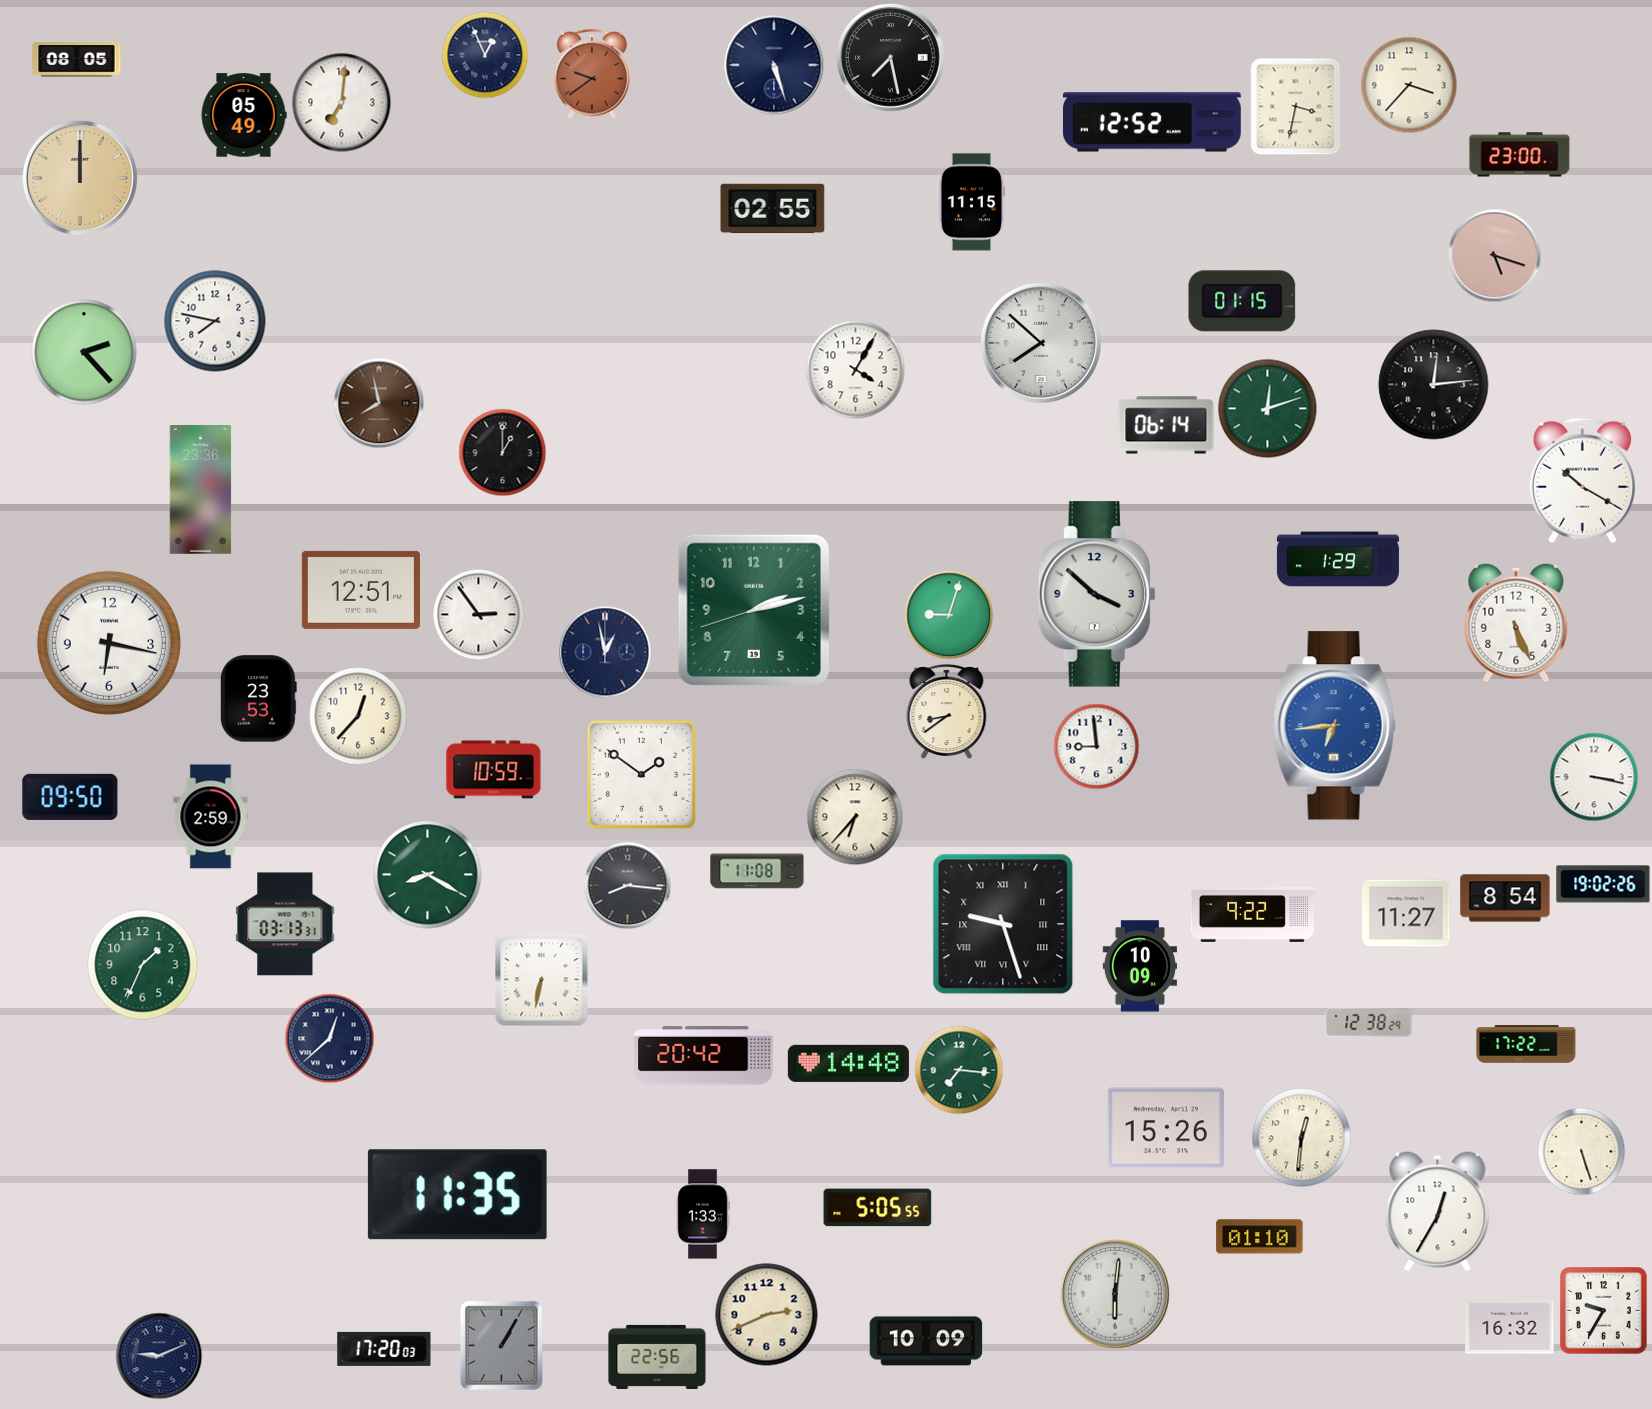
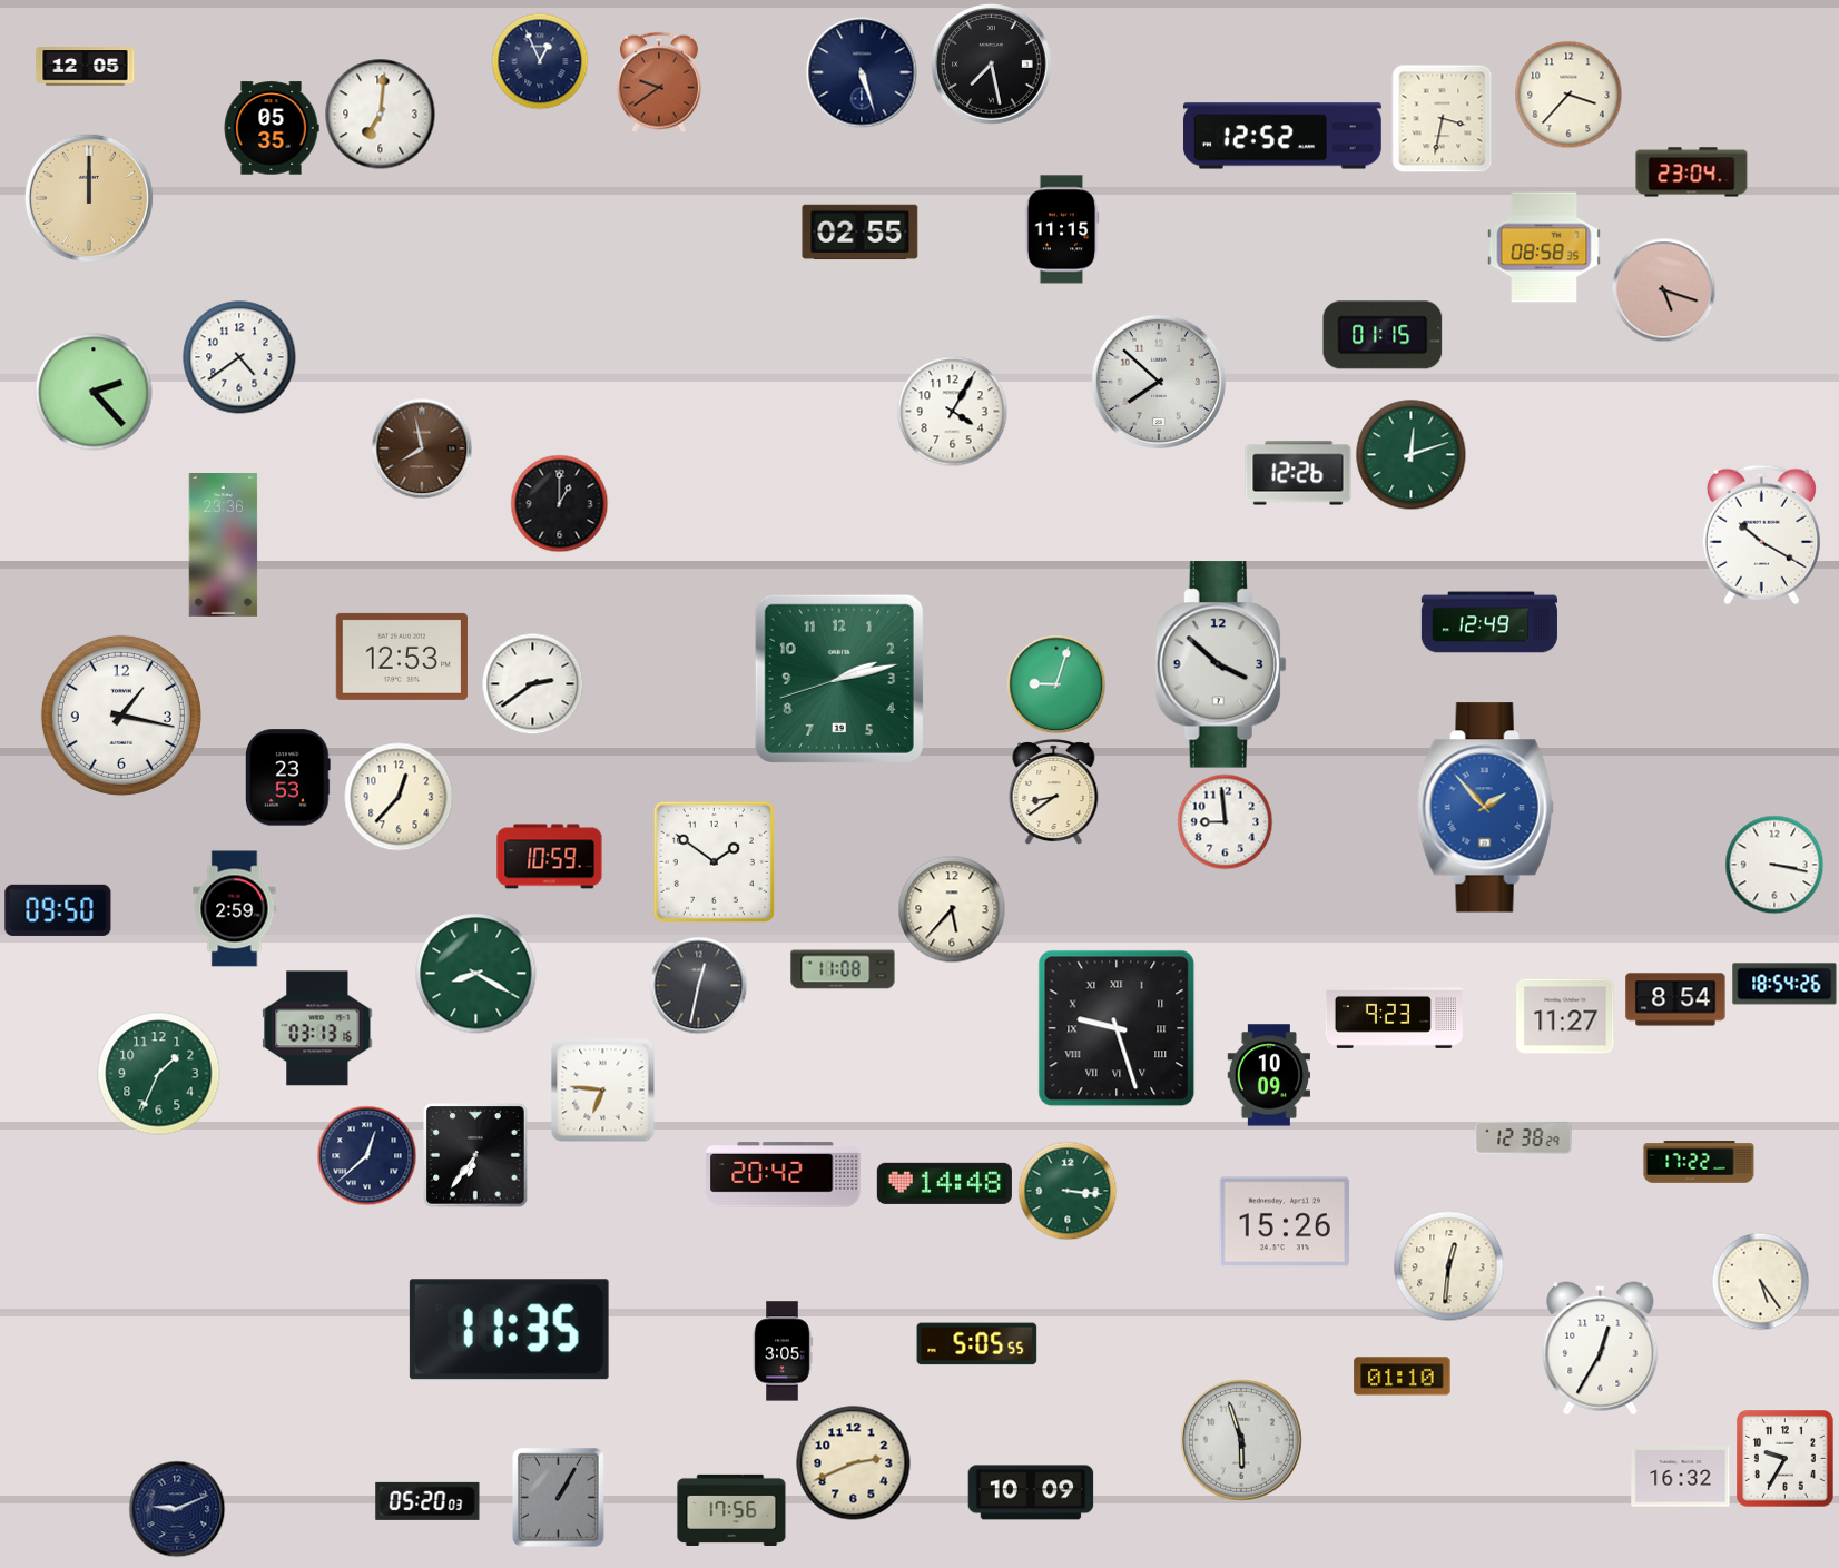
clock at (77, 60): 08:05 -> 12:05
clock at (244, 115): 05:49 -> 05:35
clock at (1520, 155): 23:00 -> 23:04
clock at (972, 202) position: (972, 202) -> (1062, 229)
clock at (1544, 247): none -> 08:58
clock at (1494, 255) position: (1494, 255) -> (1663, 289)
clock at (215, 321): 7:47 -> 4:39
clock at (1434, 385): 12:14 -> none
clock at (1166, 425): 06:14 -> 12:26
clock at (1338, 559): 1:29 -> 12:49
clock at (361, 590): 12:51 -> 12:53
clock at (1097, 594) position: (1097, 594) -> (1221, 664)
clock at (478, 614): 2:54 -> 2:39
clock at (1516, 623): 5:26 -> none
clock at (109, 643): 6:17 -> 1:17
clock at (605, 652): 12:58 -> none
clock at (1334, 726): 6:44 -> 1:53
clock at (1096, 746) position: (1096, 746) -> (1225, 821)
clock at (70, 797) position: (70, 797) -> (58, 910)
clock at (855, 817): 6:37 -> 5:37
clock at (1603, 884): 19:02 -> 18:54
clock at (627, 885): 8:16 -> 12:32
clock at (1252, 915): 9:22 -> 9:23
clock at (285, 924): 03:13:31 -> 03:13:16
clock at (542, 980): 6:32 -> 6:46
clock at (475, 1155): none -> 6:36
clock at (959, 1070): 7:16 -> 3:16
clock at (1165, 1128) position: (1165, 1128) -> (1284, 1222)
clock at (1581, 1151): 5:27 -> 5:24
clock at (703, 1214): 1:33 -> 3:05
clock at (1115, 1294): 6:01 -> 5:57
clock at (384, 1349): 17:20 -> 05:20
clock at (657, 1357): 22:56 -> 17:56
